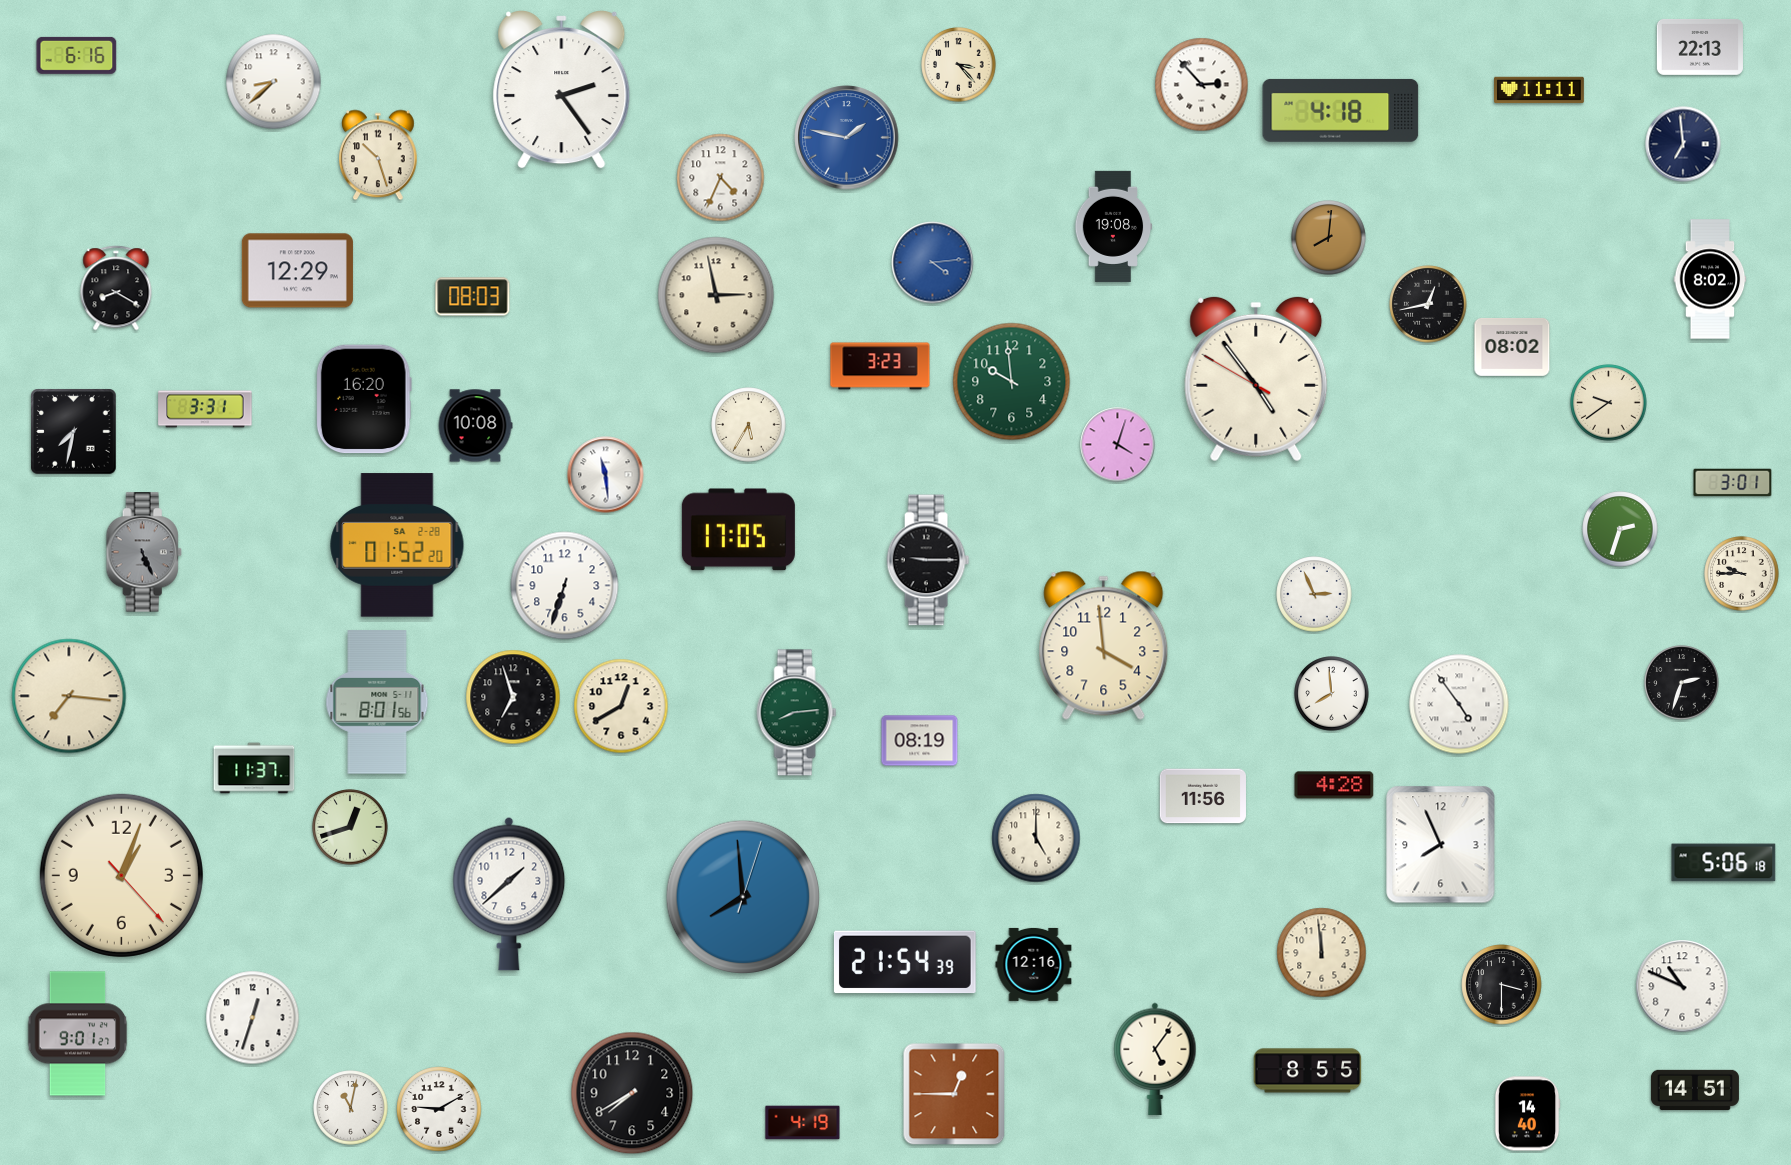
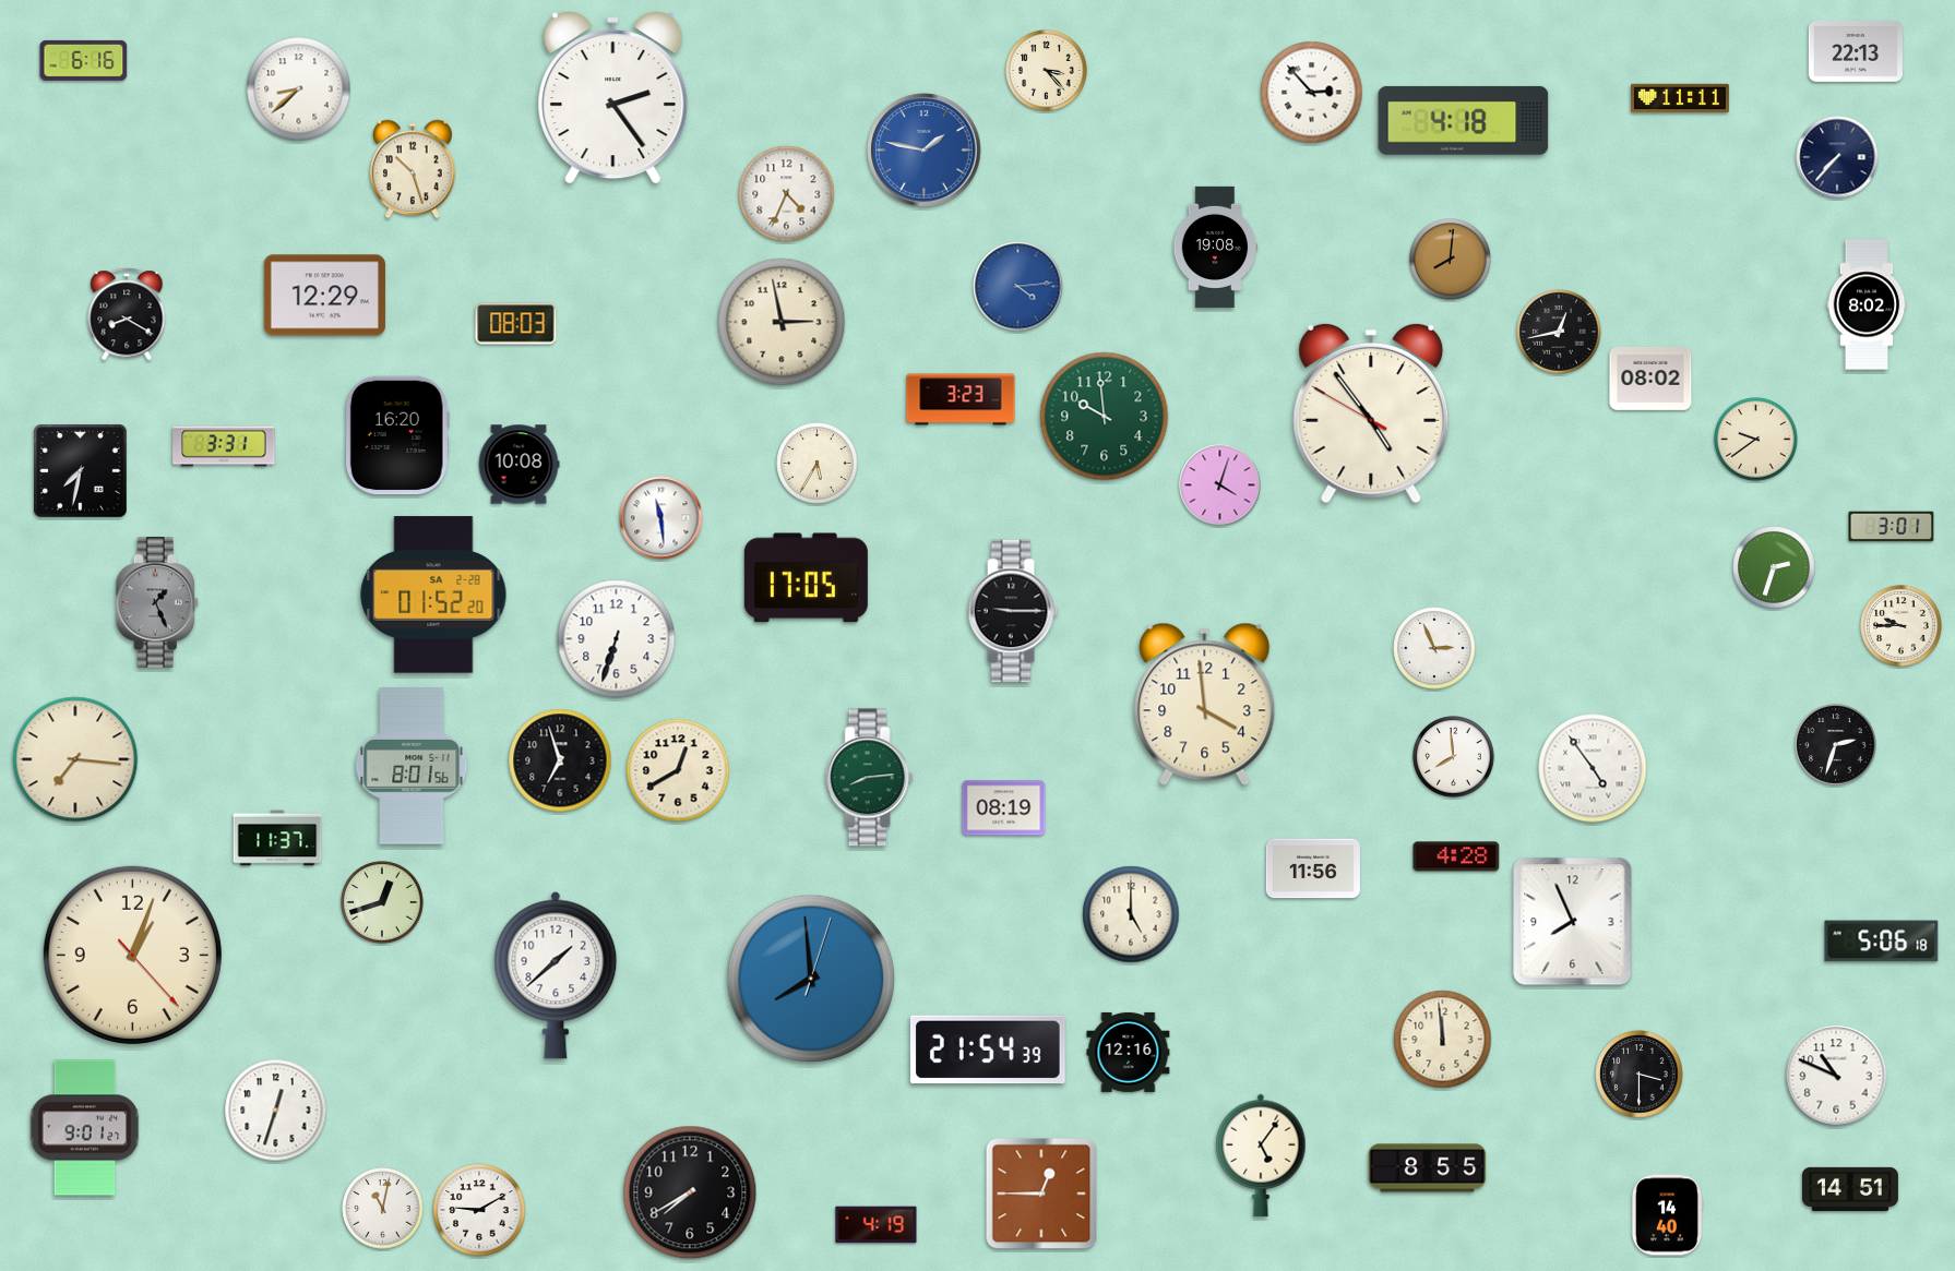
clock at (1683, 144): 6:59 -> 7:37
clock at (1620, 529) position: (1620, 529) -> (1774, 567)
clock at (144, 552): 5:26 -> 1:26
